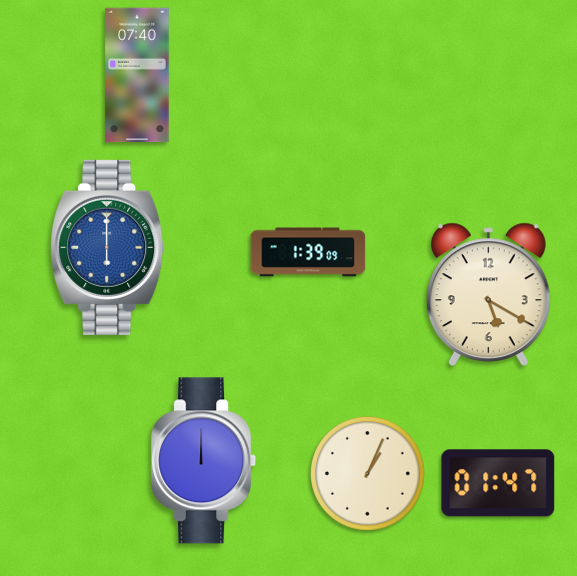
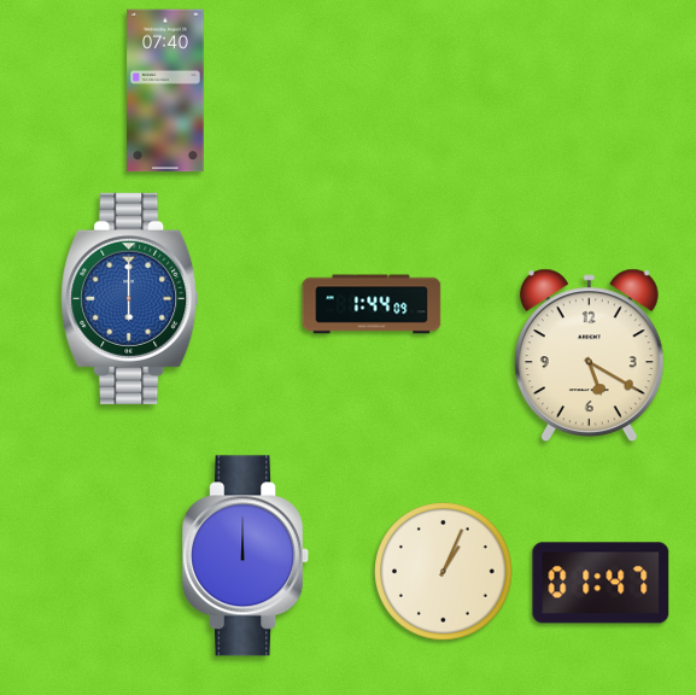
clock at (308, 252): 1:39 -> 1:44
